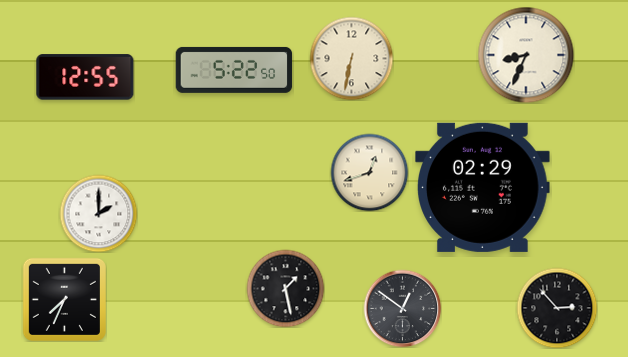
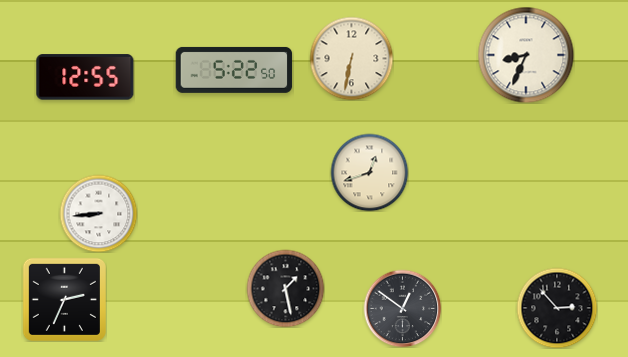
clock at (483, 187): 02:29 -> none
clock at (98, 213): 2:00 -> 8:44
clock at (64, 299): 7:34 -> 2:34
